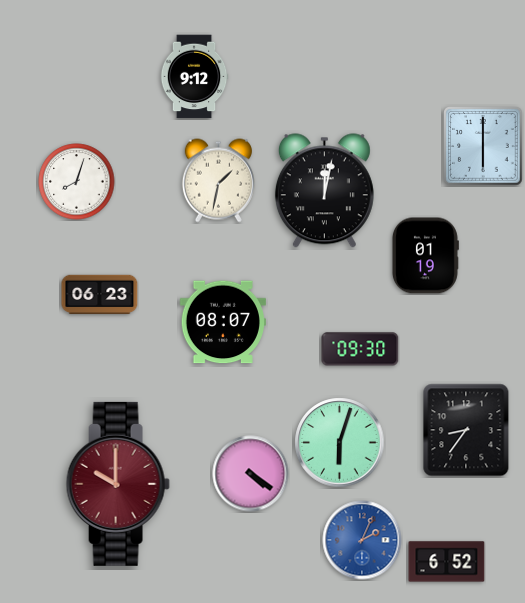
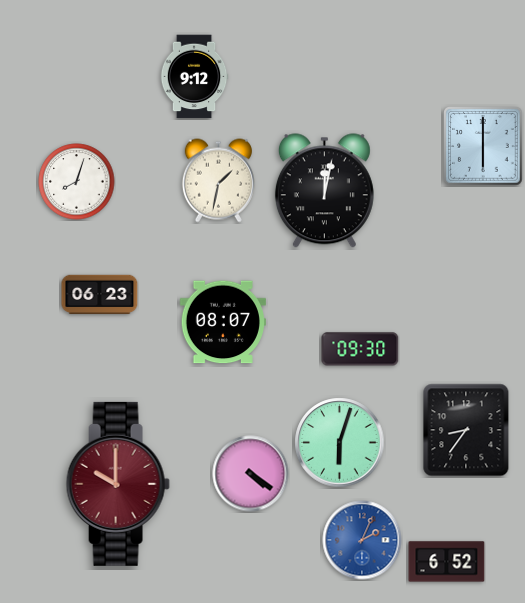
clock at (425, 256): 01:19 -> none
